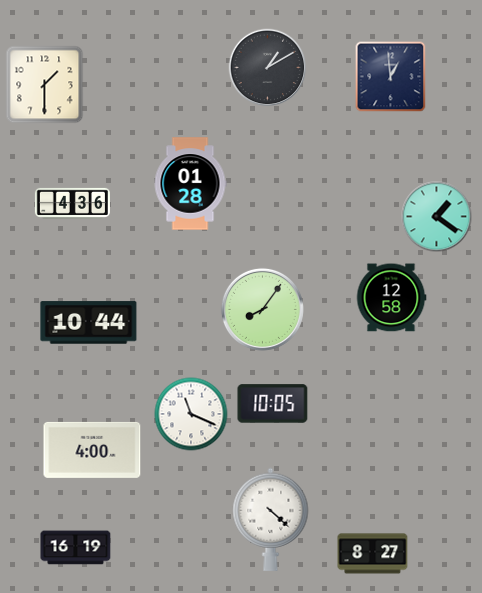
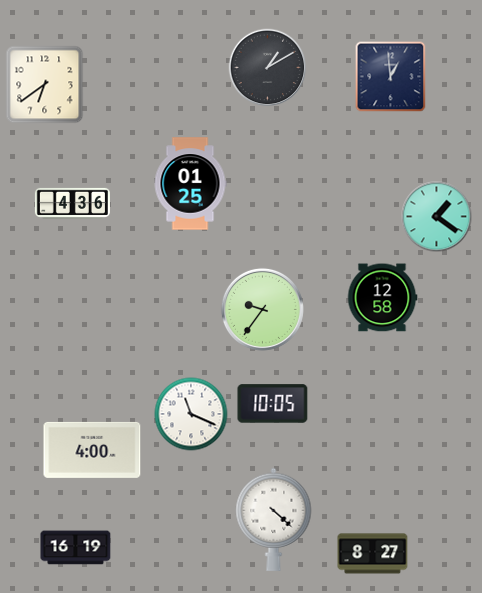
clock at (45, 85): 1:30 -> 6:39
clock at (190, 184): 01:28 -> 01:25
clock at (391, 298) position: (391, 298) -> (382, 298)
clock at (262, 309): 8:06 -> 9:36
clock at (89, 323): 10:44 -> none
clock at (271, 519) position: (271, 519) -> (274, 519)
